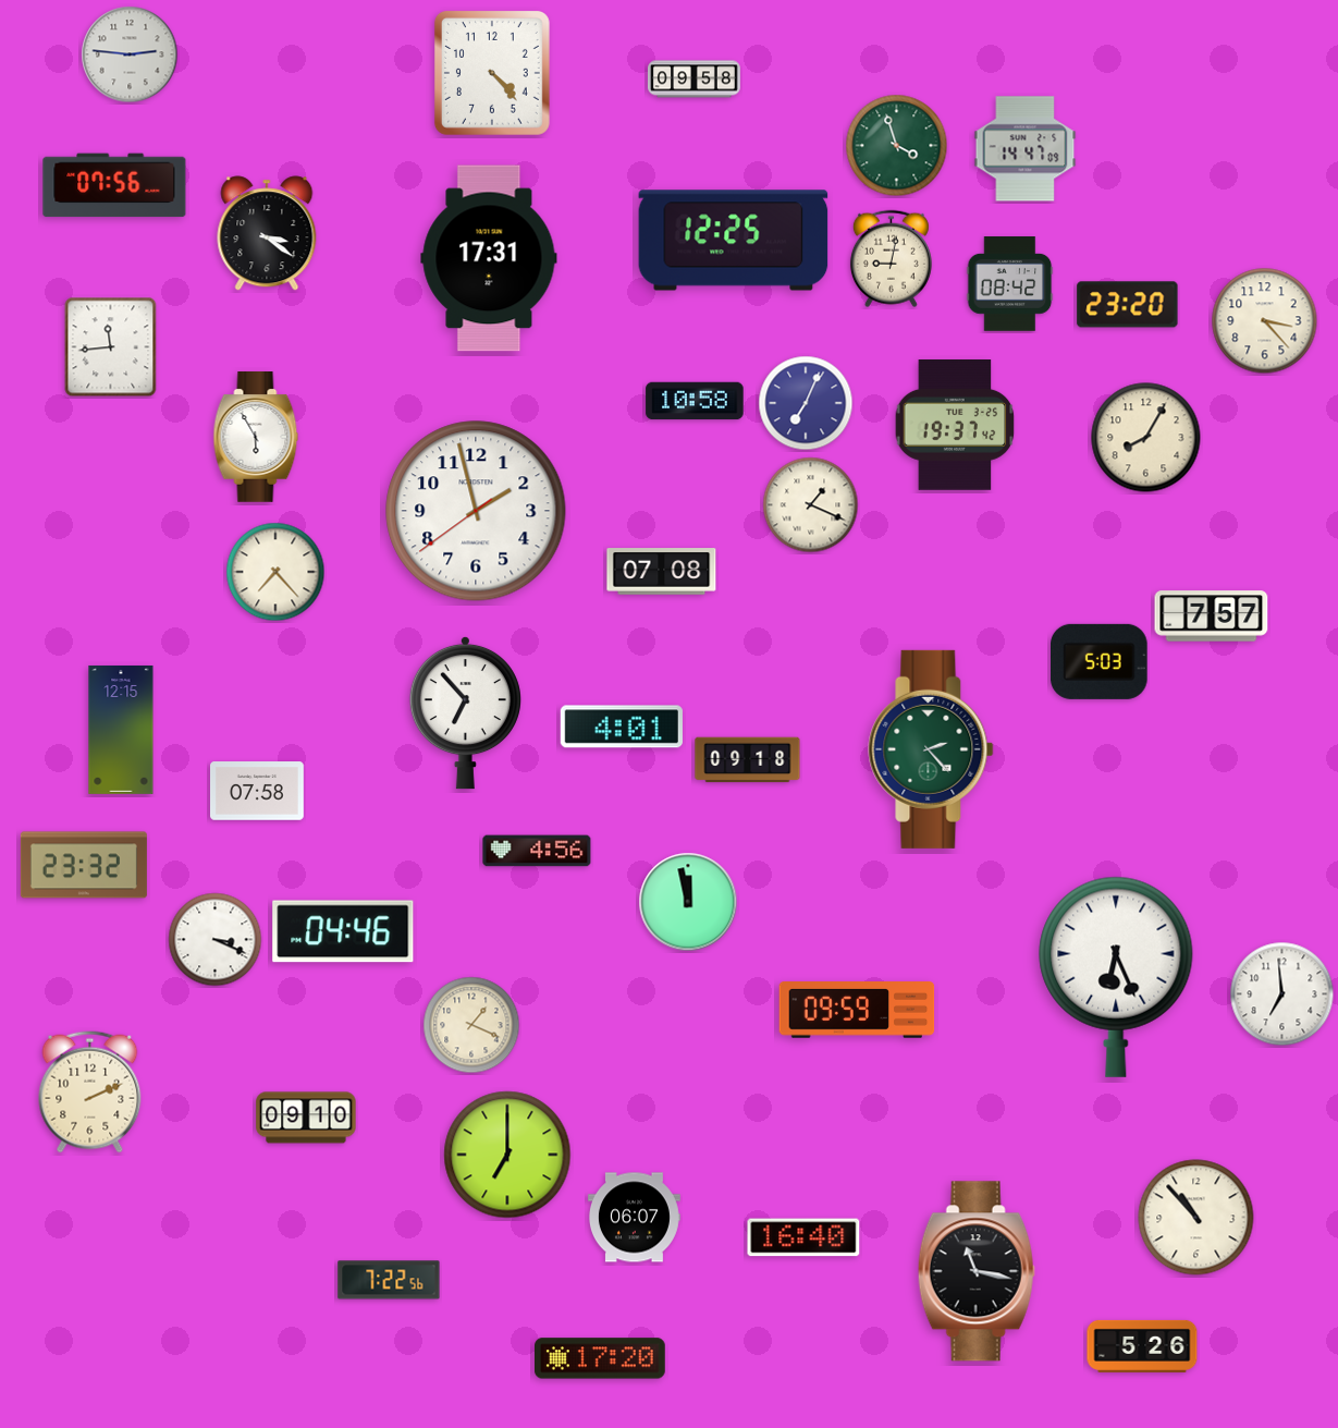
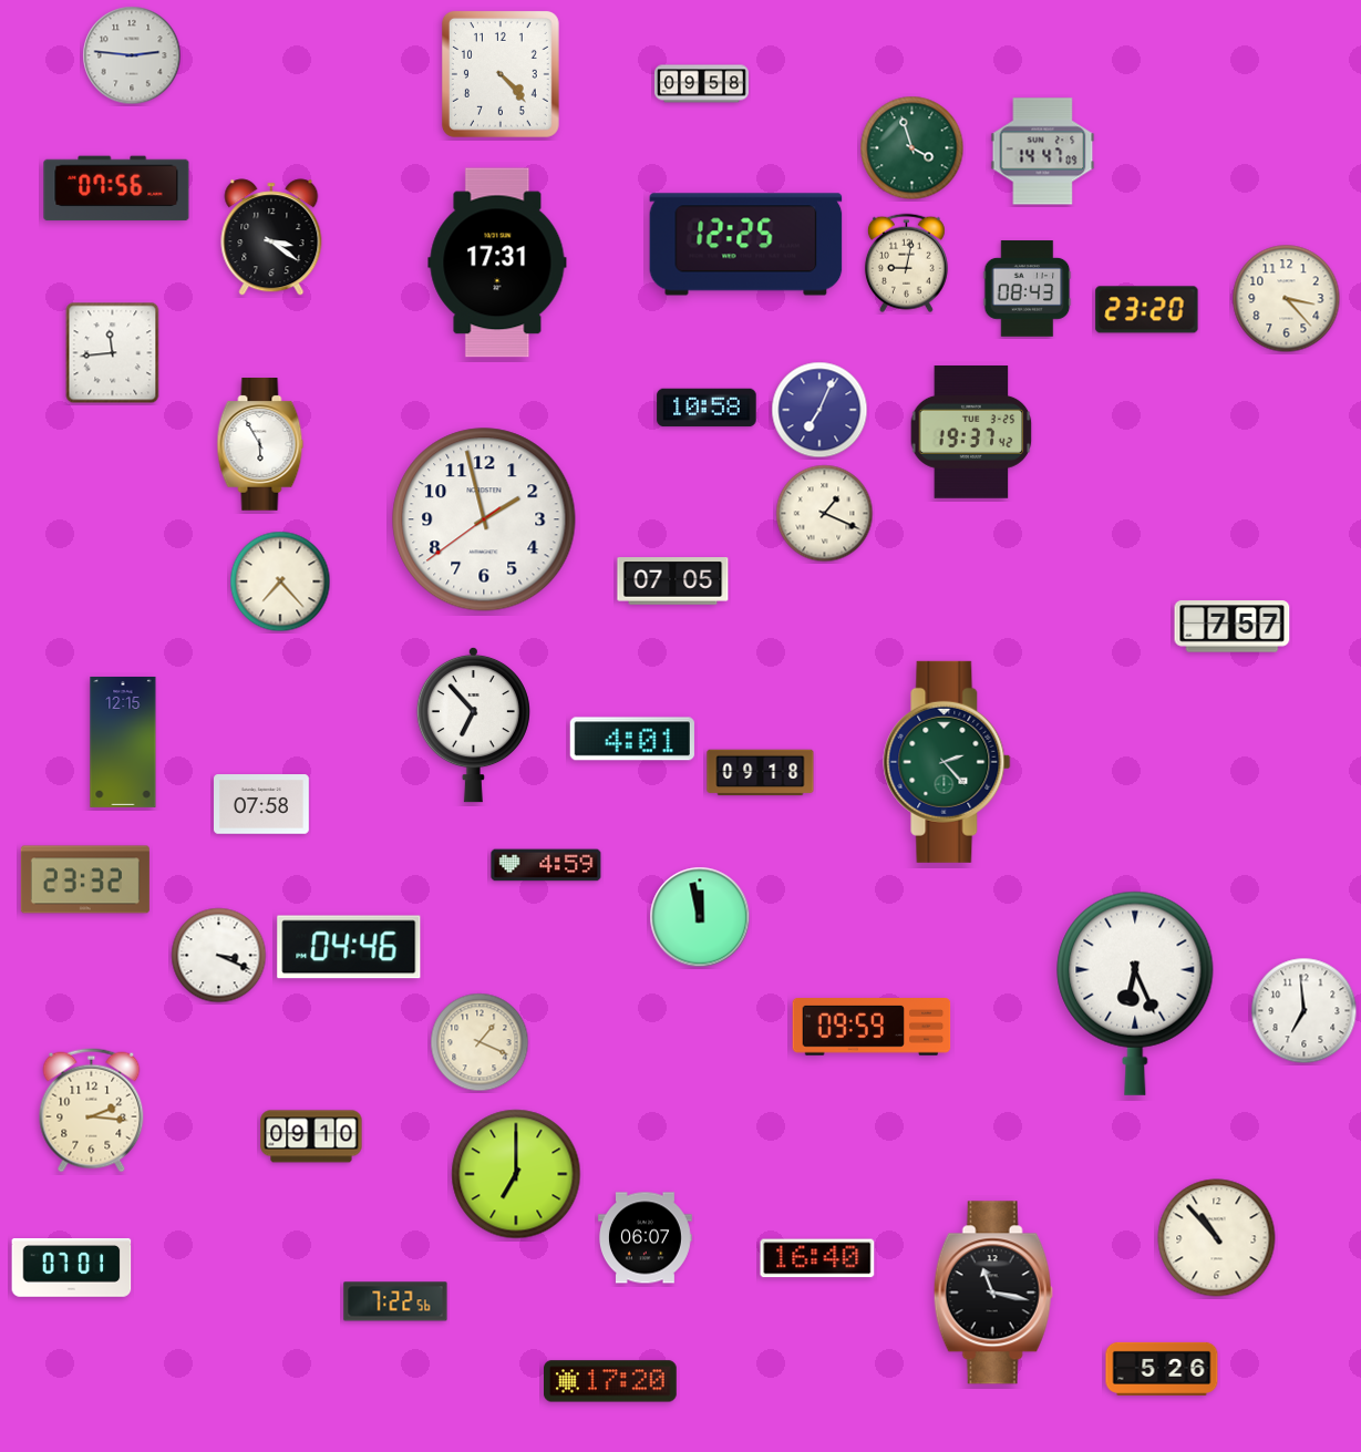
clock at (695, 80) position: (695, 80) -> (702, 84)
clock at (1010, 284): 08:42 -> 08:43
clock at (1265, 321) position: (1265, 321) -> (1287, 299)
clock at (1146, 438): 8:05 -> none
clock at (662, 572): 07:08 -> 07:05
clock at (1100, 661): 5:03 -> none
clock at (537, 851): 4:56 -> 4:59
clock at (90, 1093): 2:11 -> 2:16
clock at (72, 1268): none -> 07:01
